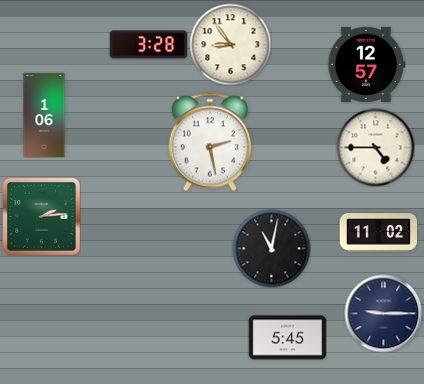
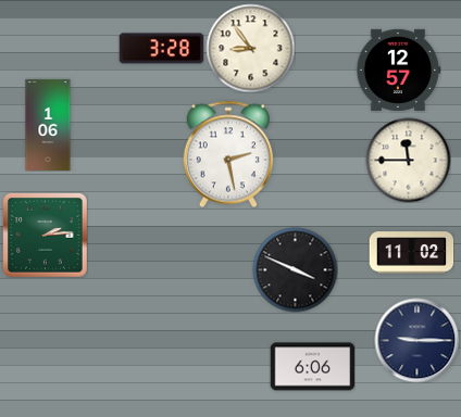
clock at (375, 147): 4:45 -> 11:45
clock at (271, 248): 11:02 -> 3:49
clock at (287, 338): 5:45 -> 6:06
